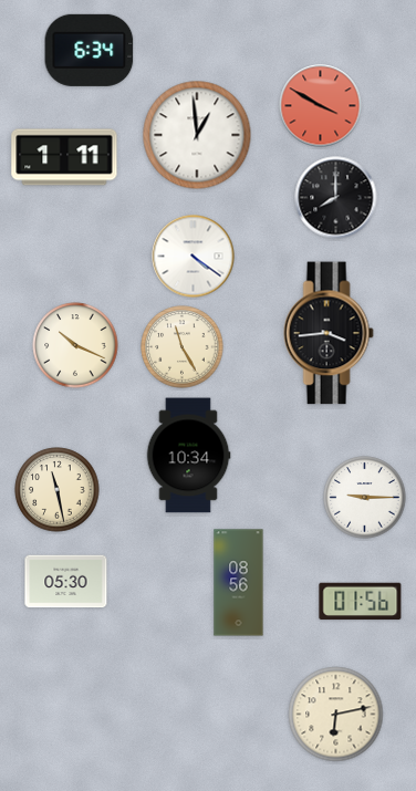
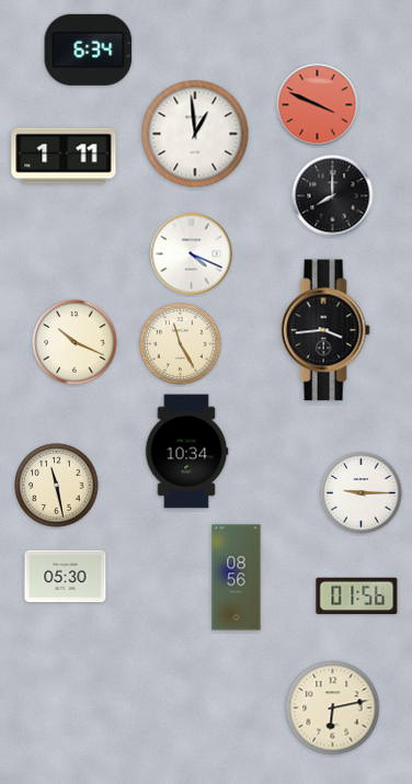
clock at (321, 106): 3:50 -> 3:49
clock at (194, 257): 4:21 -> 4:19
